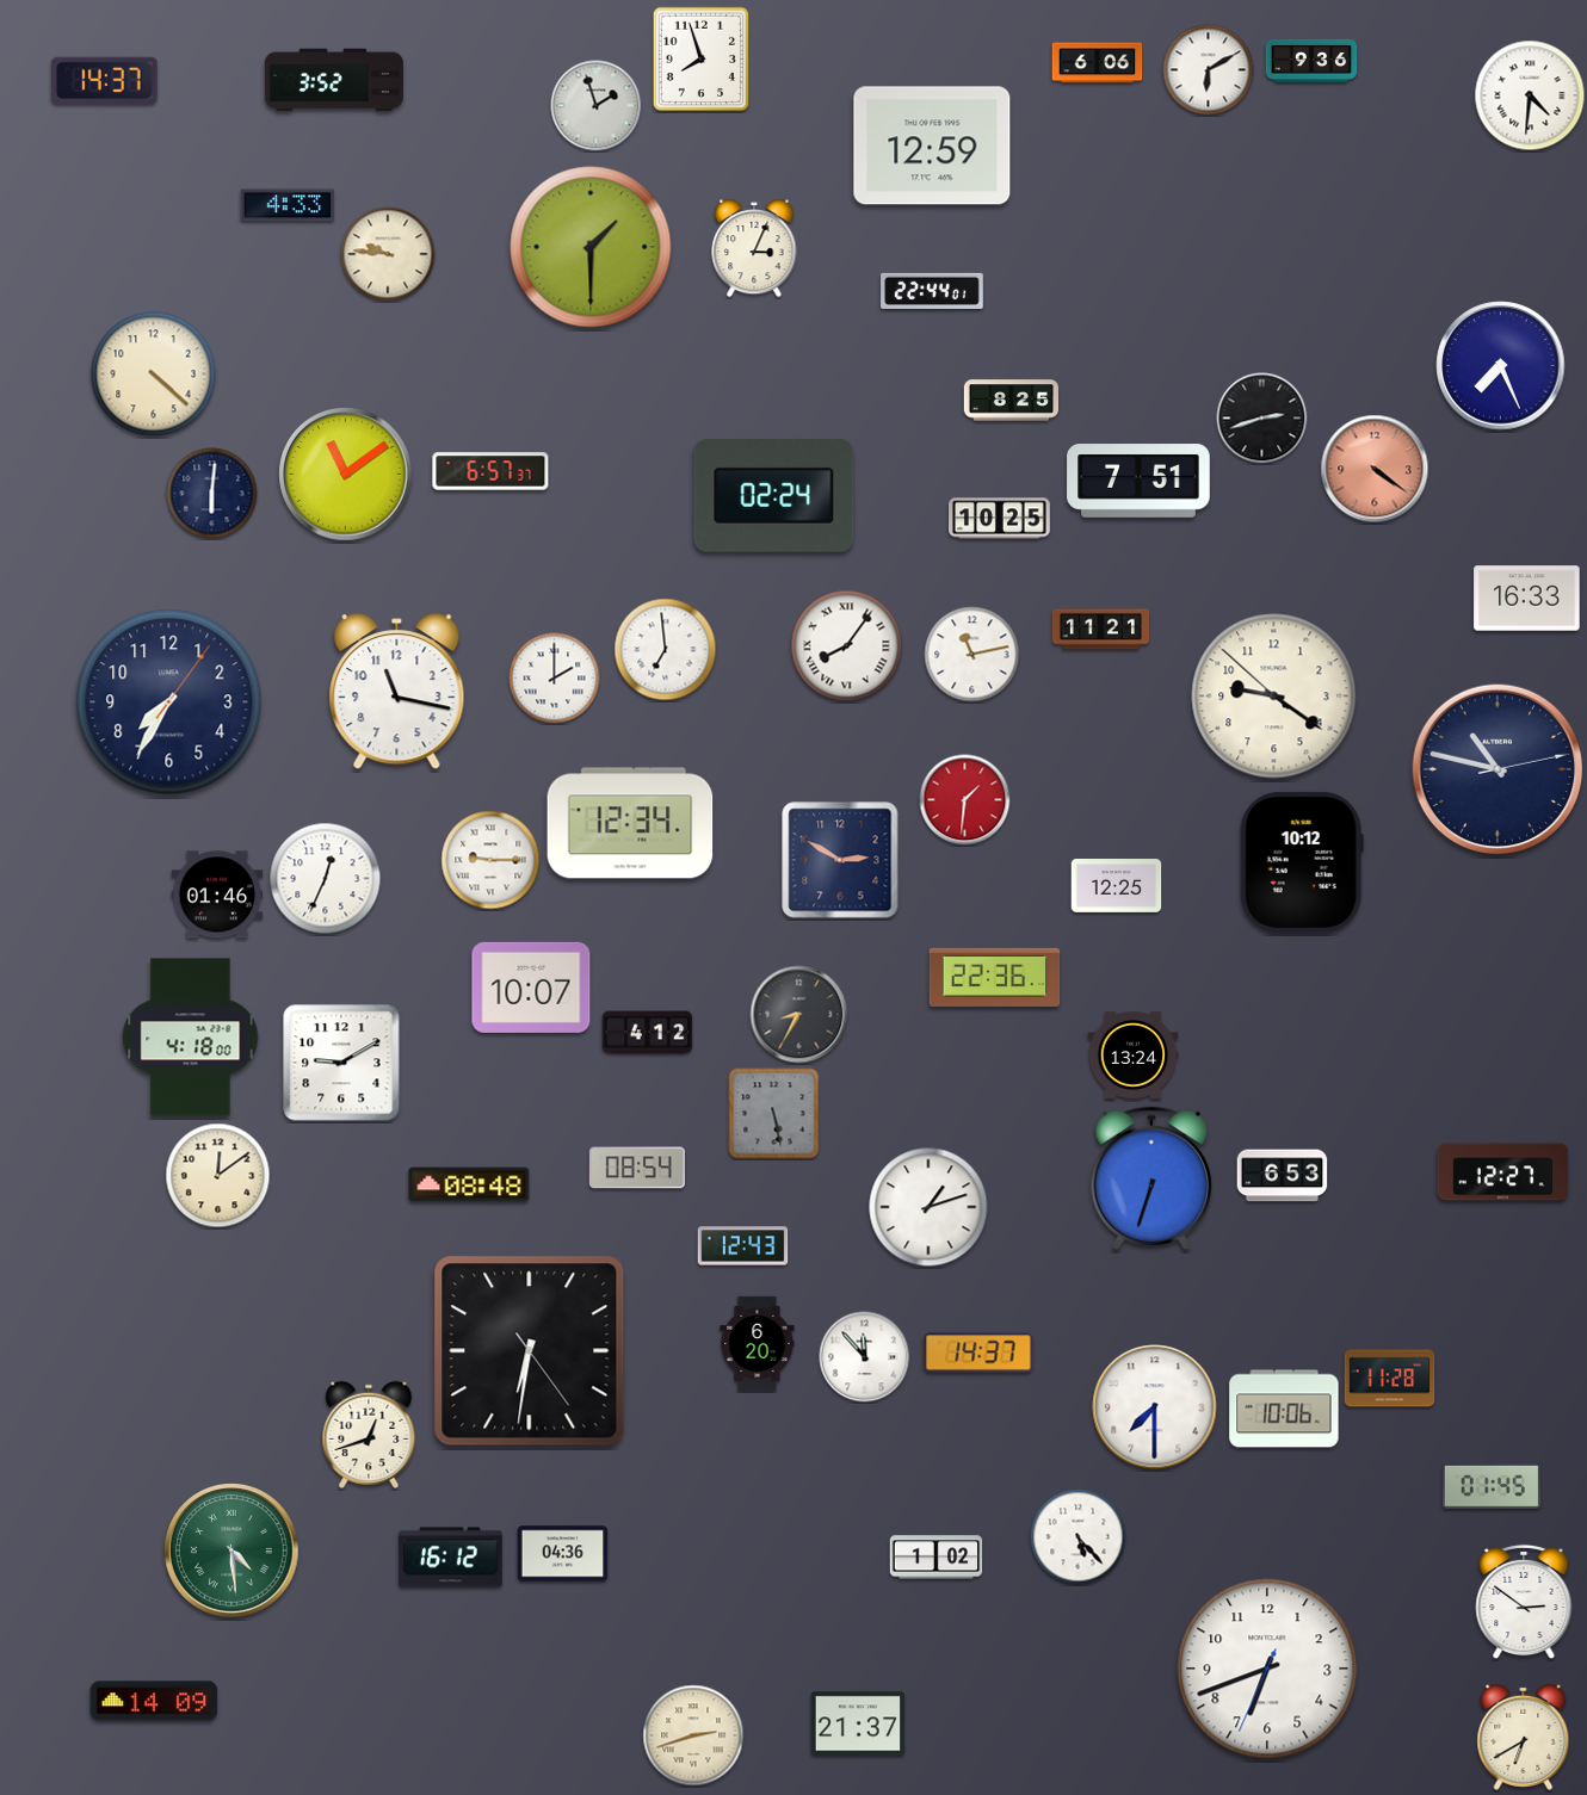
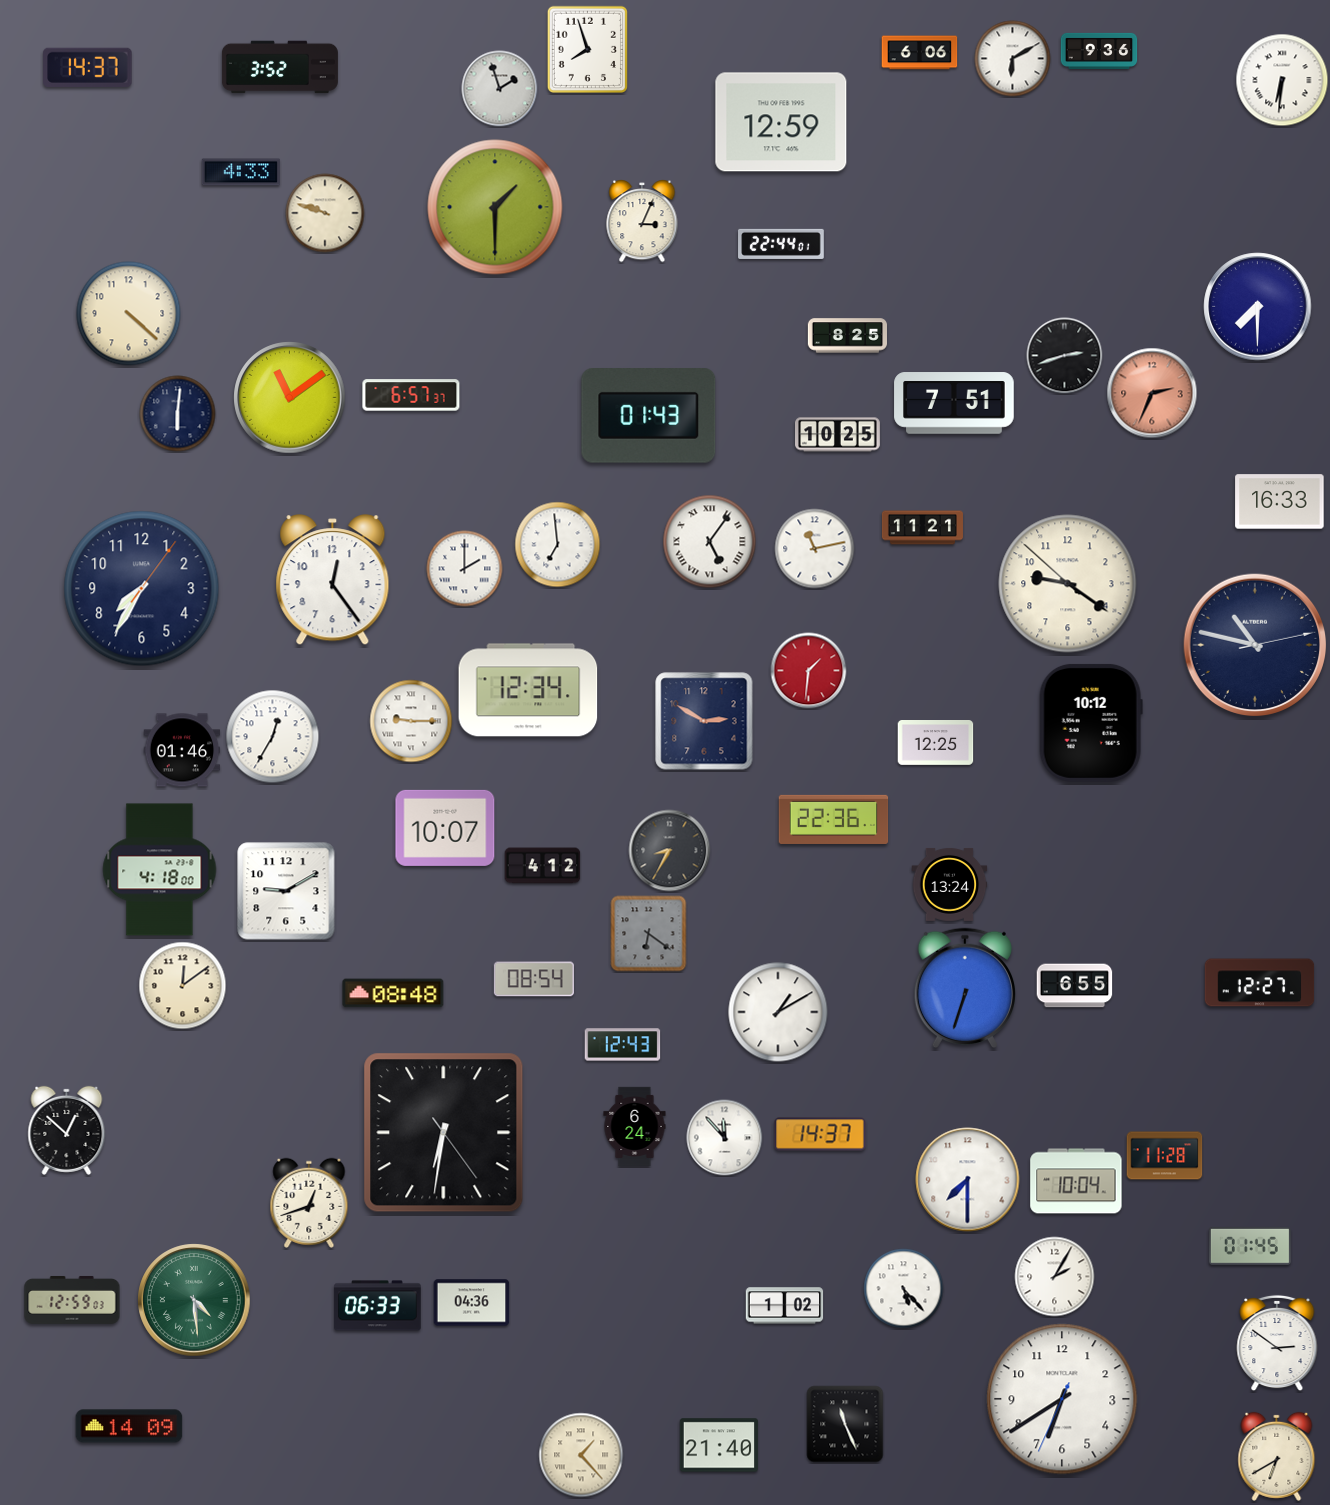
clock at (1530, 95): 4:31 -> 6:31
clock at (754, 249) position: (754, 249) -> (642, 222)
clock at (388, 254): 9:46 -> 9:48
clock at (1501, 366): 7:26 -> 7:30
clock at (1262, 419) position: (1262, 419) -> (1065, 356)
clock at (1375, 469): 4:21 -> 2:34
clock at (774, 496): 02:24 -> 01:43
clock at (847, 646): 8:06 -> 5:06
clock at (397, 692): 11:17 -> 12:24
clock at (326, 879): 12:34 -> 12:35
clock at (774, 1114): 5:28 -> 6:21
clock at (1283, 1176): 6:53 -> 6:55
clock at (928, 1207): 1:12 -> 1:10
clock at (758, 1343): 6:20 -> 6:24
clock at (67, 1130): none -> 12:52
clock at (1284, 1409): 10:06 -> 10:04
clock at (1055, 1277): none -> 2:05
clock at (72, 1300): none -> 12:59
clock at (451, 1558): 16:12 -> 06:33
clock at (1267, 1669): 6:41 -> 6:39
clock at (845, 1424): none -> 11:26
clock at (858, 1723): 21:37 -> 21:40
clock at (693, 1735): 2:42 -> 1:23
